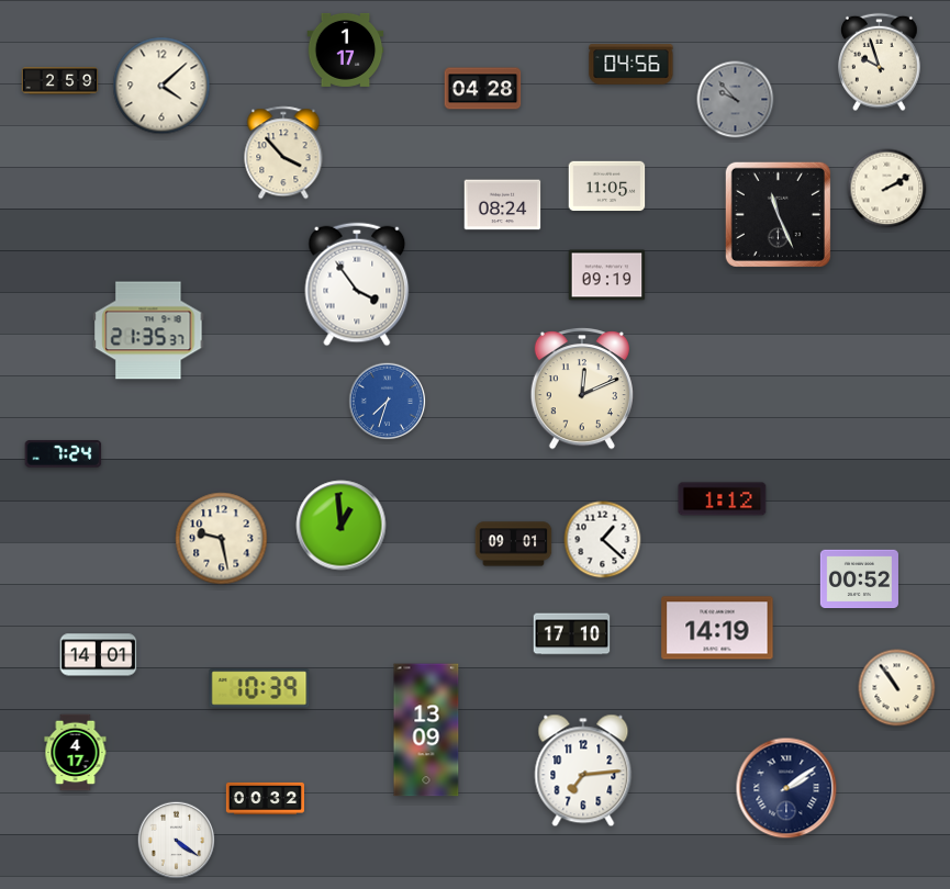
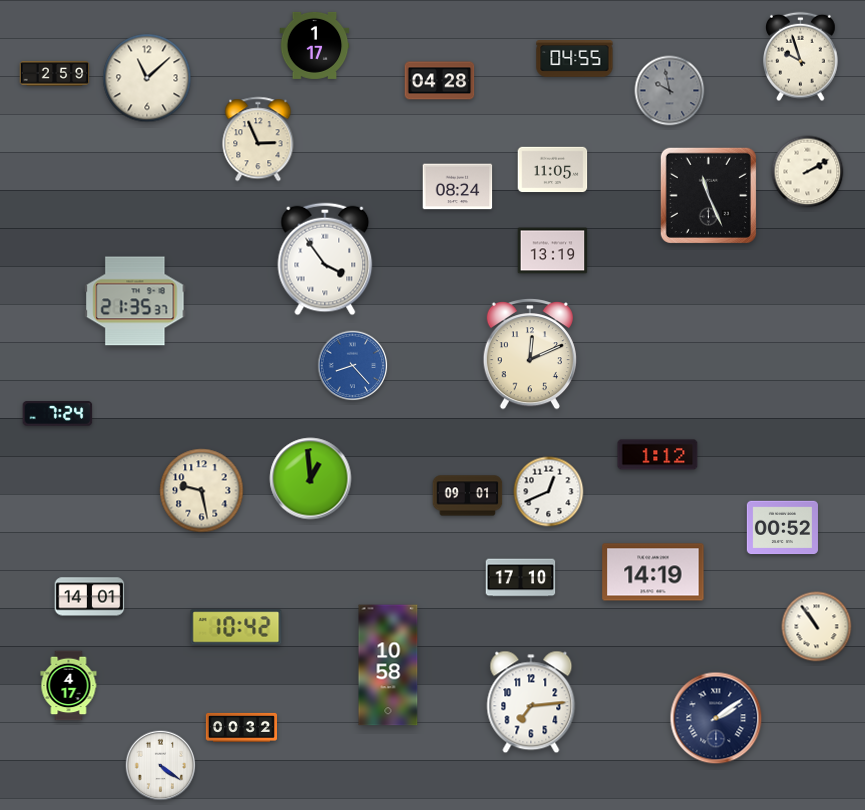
clock at (632, 65): 04:56 -> 04:55
clock at (161, 86): 4:08 -> 11:08
clock at (736, 100): 9:53 -> 9:58
clock at (283, 153): 3:53 -> 2:56
clock at (607, 275): 09:19 -> 13:19
clock at (388, 402): 7:33 -> 8:23
clock at (603, 540): 1:22 -> 12:41
clock at (259, 688): 10:39 -> 10:42
clock at (426, 730): 13:09 -> 10:58
